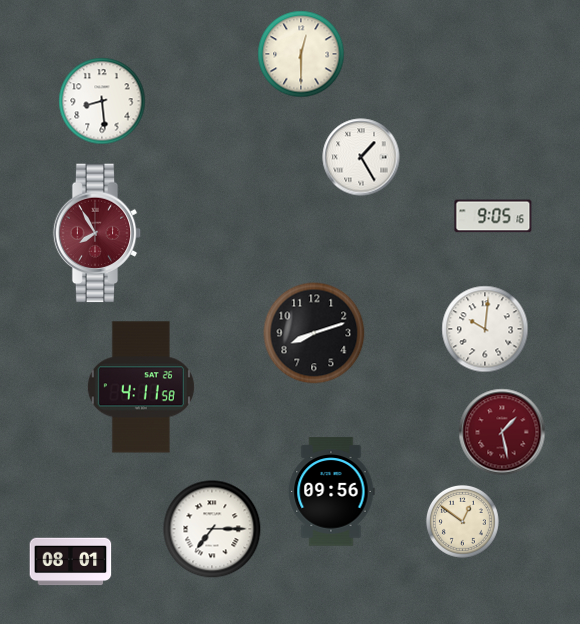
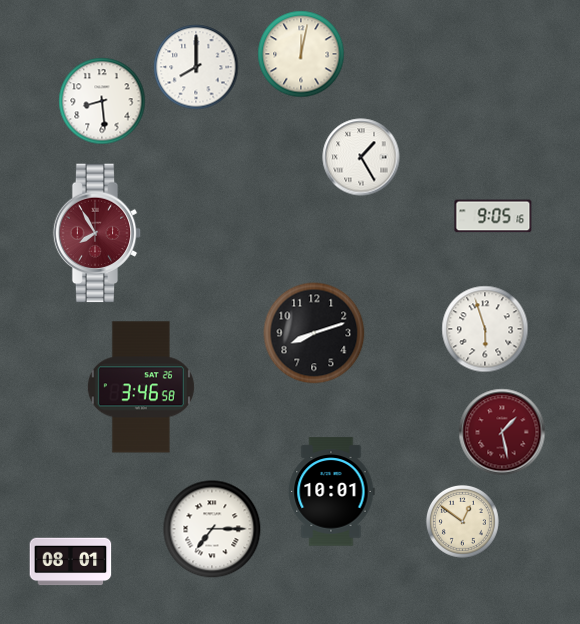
clock at (301, 54): 12:30 -> 12:02
clock at (196, 67): none -> 8:00
clock at (485, 329): 10:01 -> 5:57
clock at (141, 387): 4:11 -> 3:46
clock at (331, 492): 09:56 -> 10:01
